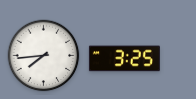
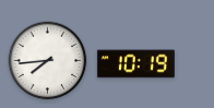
clock at (124, 59): 3:25 -> 10:19
